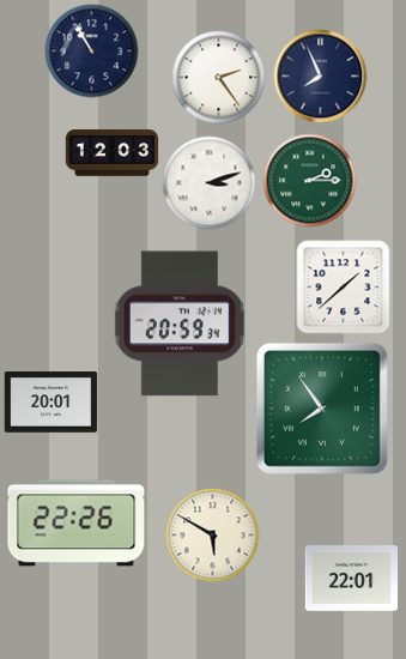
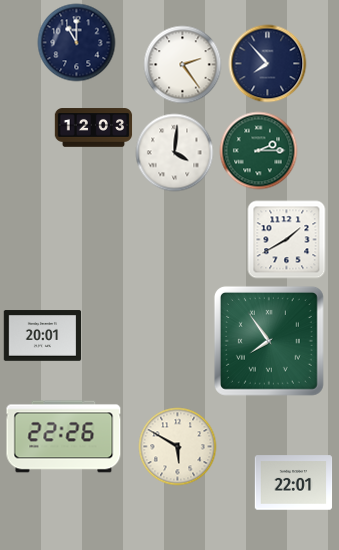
clock at (91, 50): 10:55 -> 11:00
clock at (320, 75): 7:56 -> 7:53
clock at (208, 182): 3:12 -> 4:01
clock at (343, 286): 1:38 -> 1:40
clock at (180, 324): 20:59 -> none
